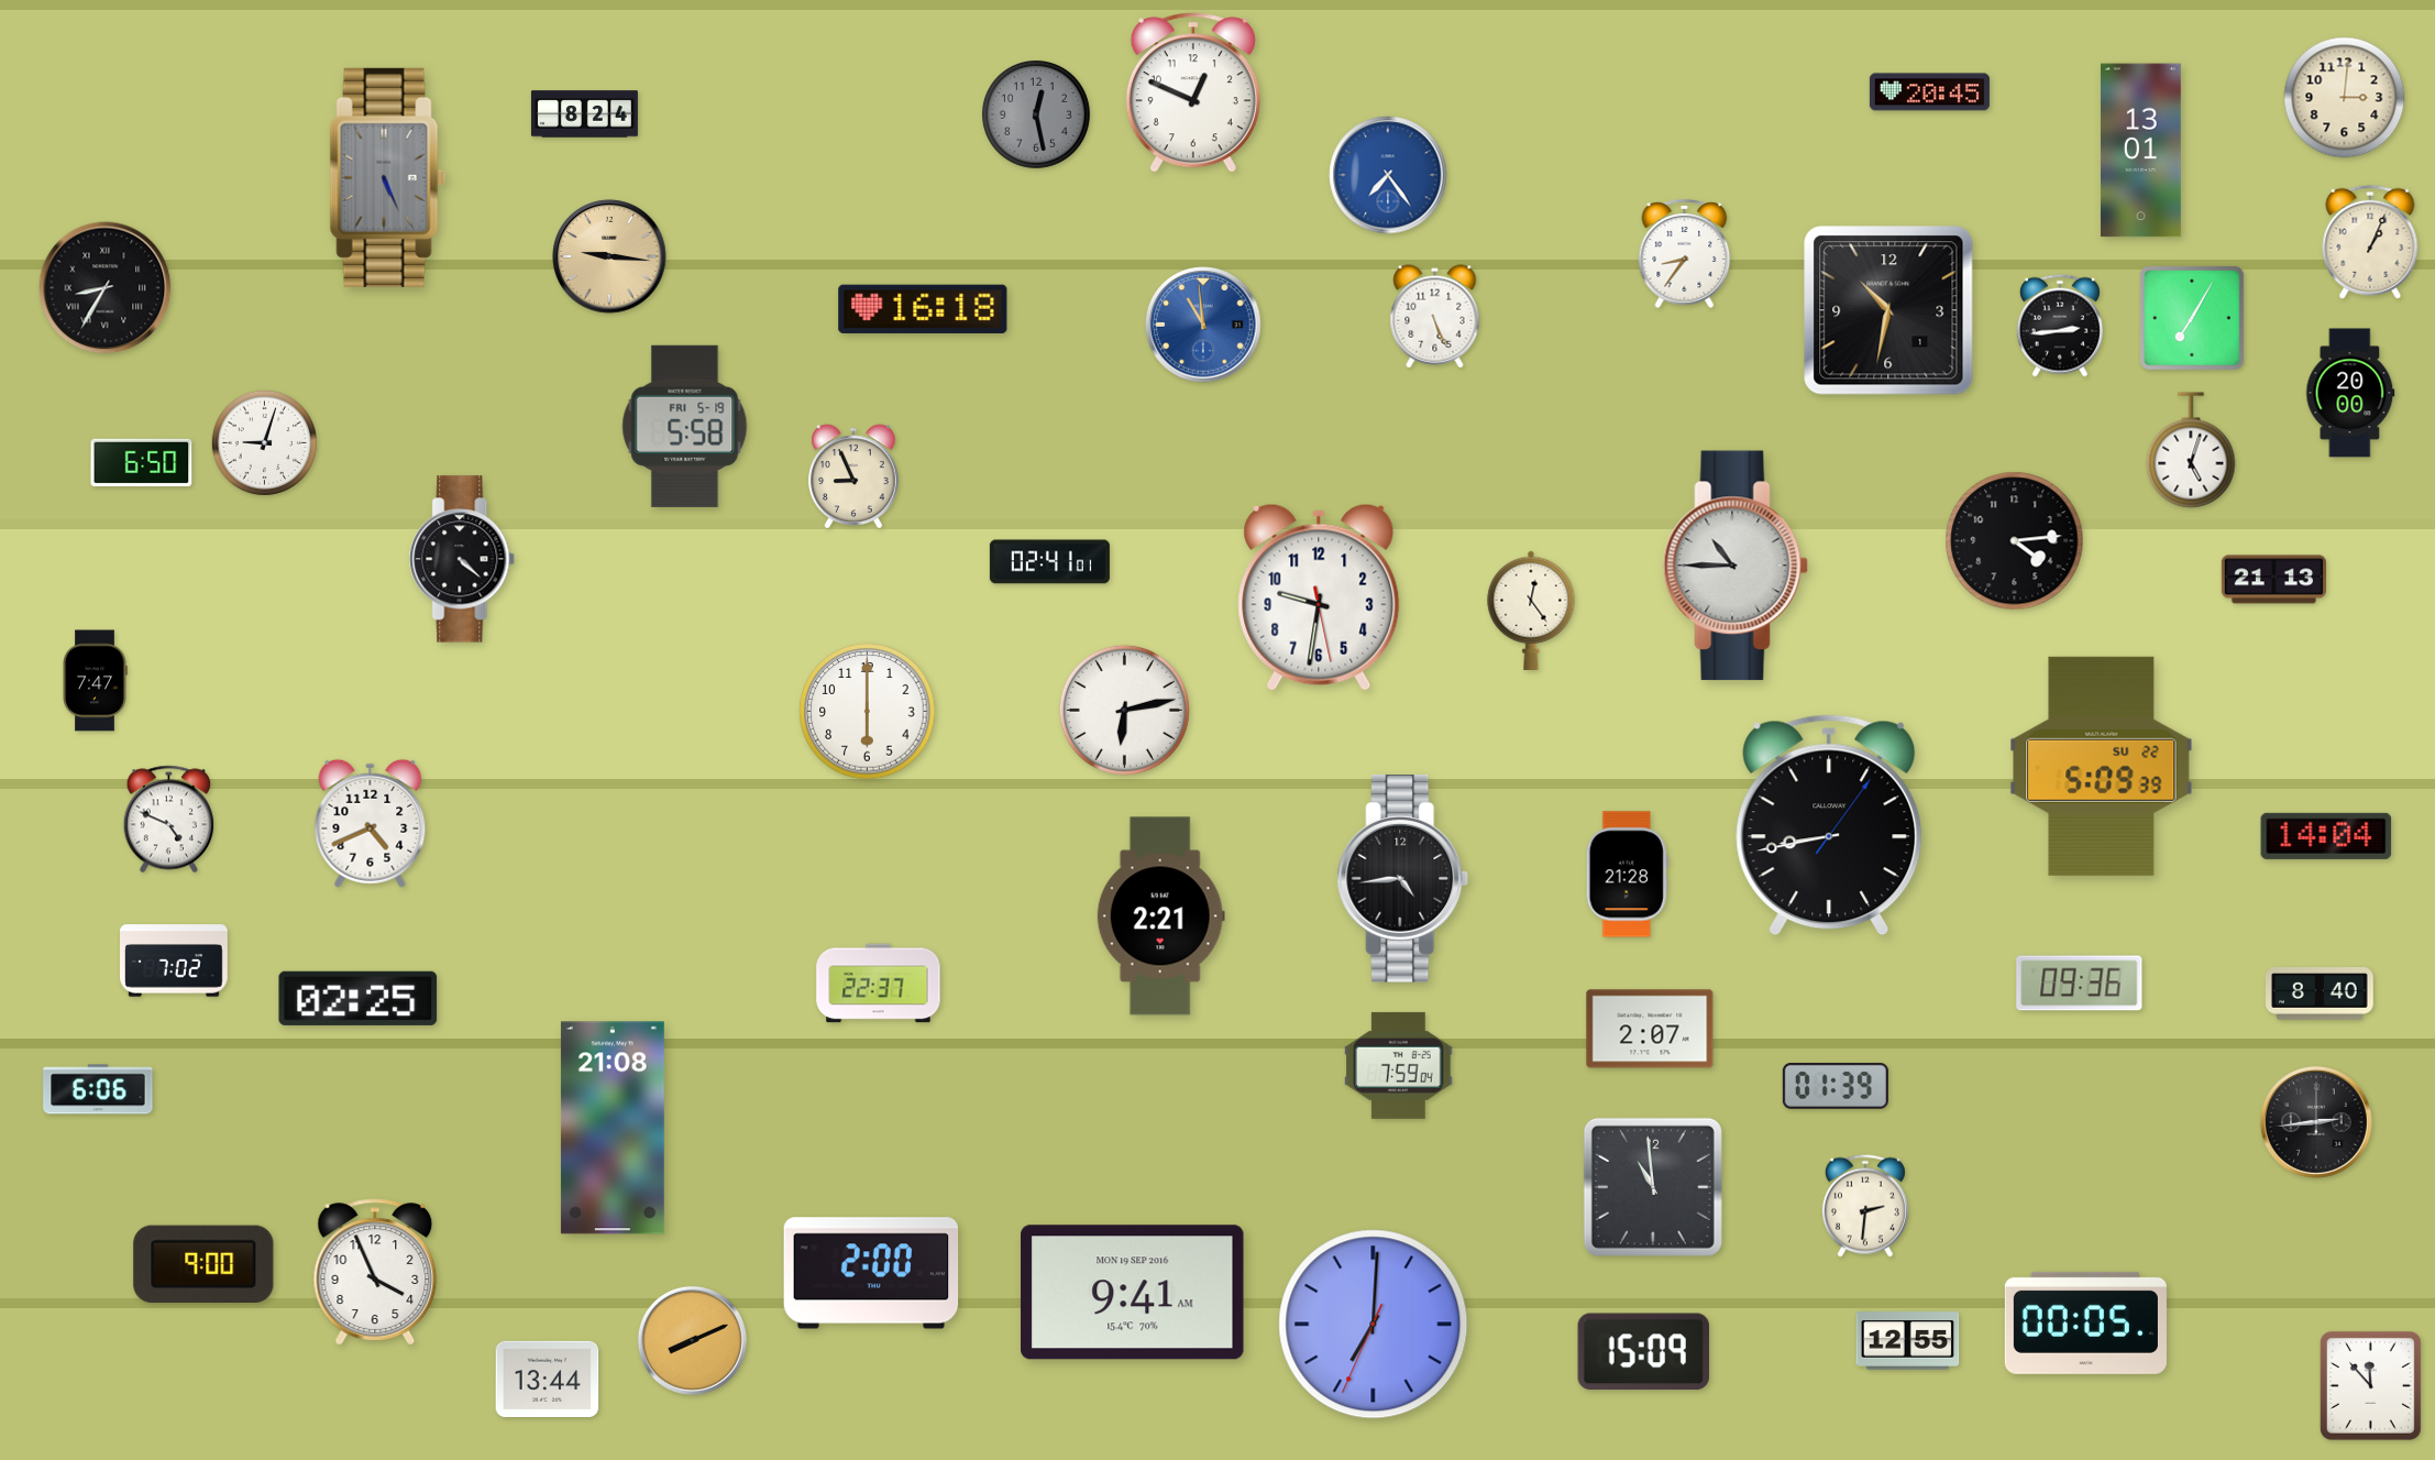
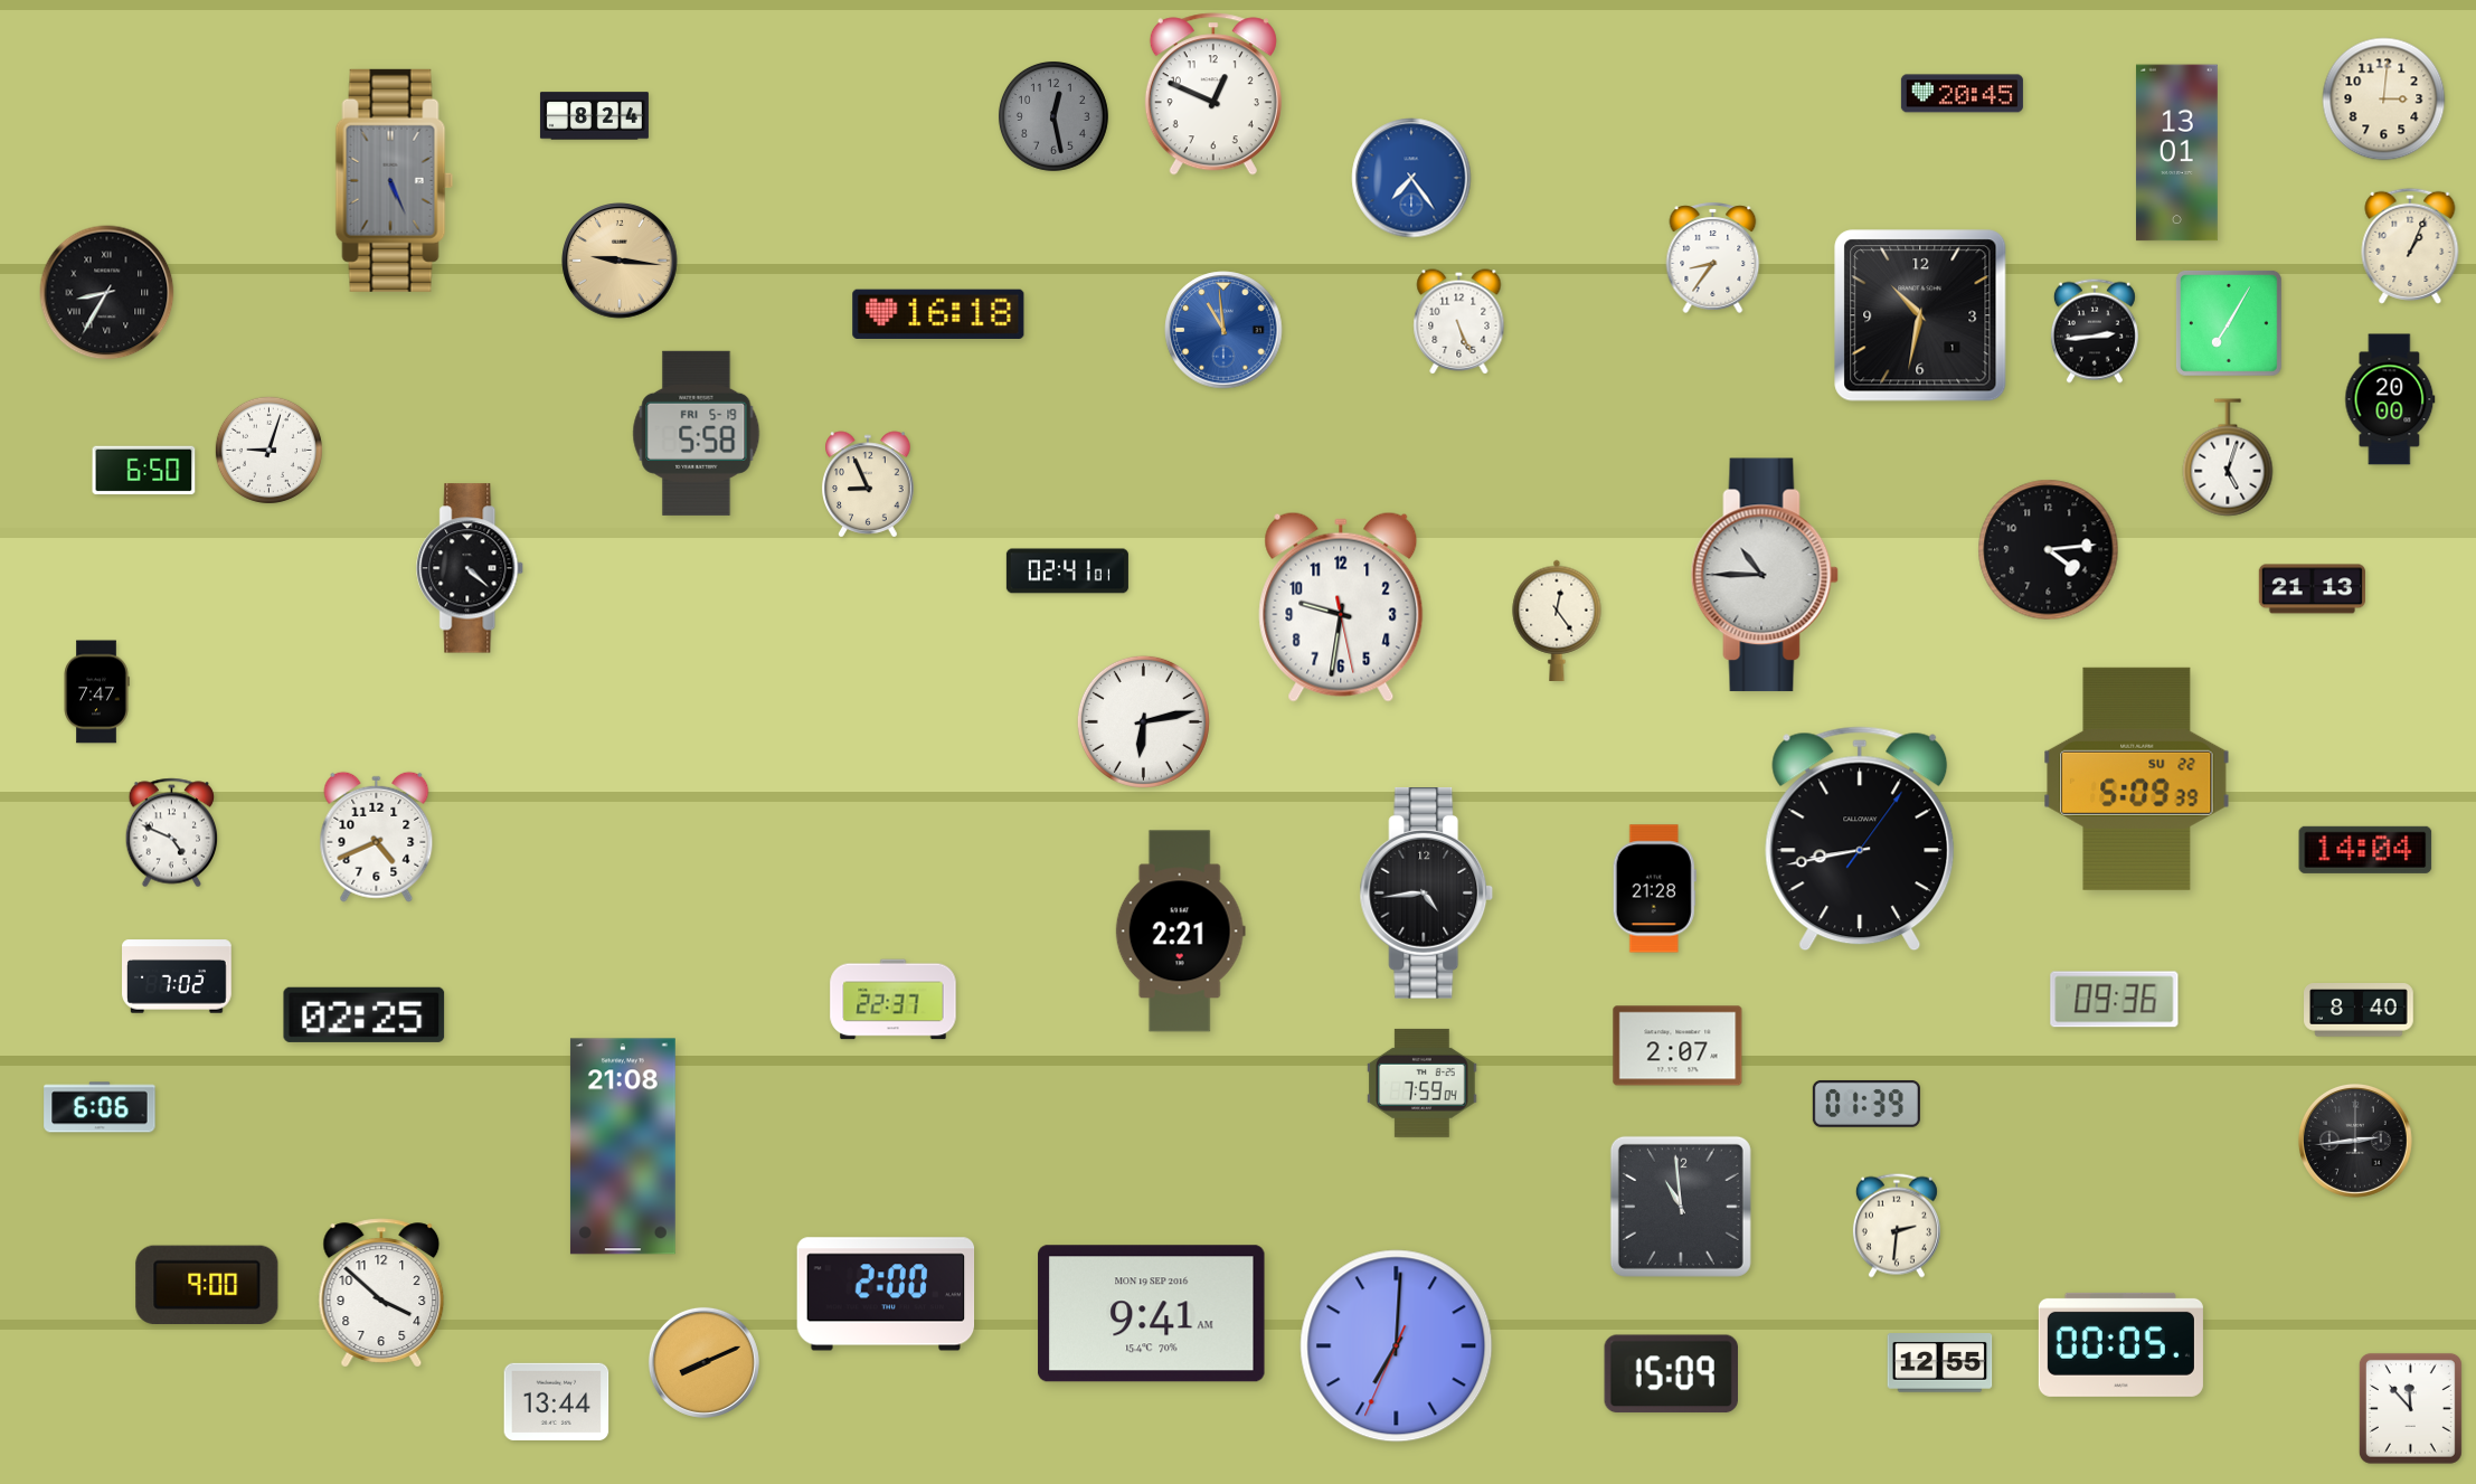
clock at (868, 712): 6:00 -> none
clock at (375, 1272): 3:56 -> 3:52
